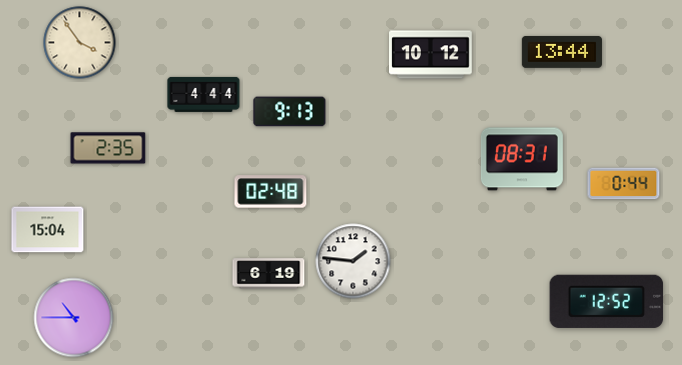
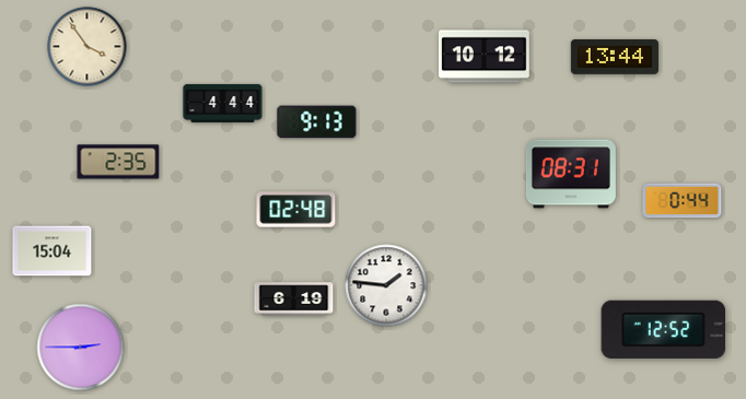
clock at (431, 55) position: (431, 55) -> (485, 57)
clock at (74, 318): 10:45 -> 2:45
